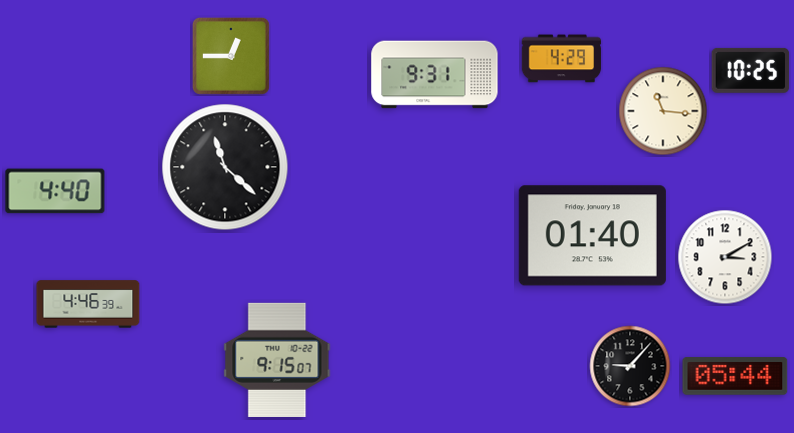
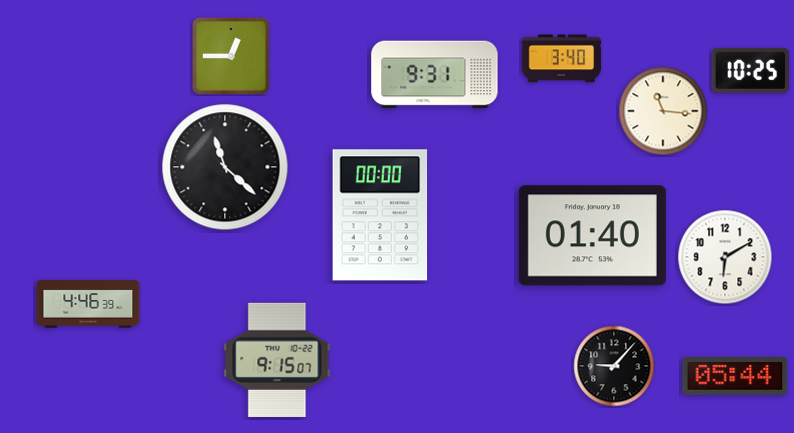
clock at (562, 59): 4:29 -> 3:40
clock at (55, 191): 4:40 -> none
clock at (380, 215): none -> 00:00
clock at (725, 257): 3:10 -> 6:10
clock at (630, 366) position: (630, 366) -> (614, 366)
